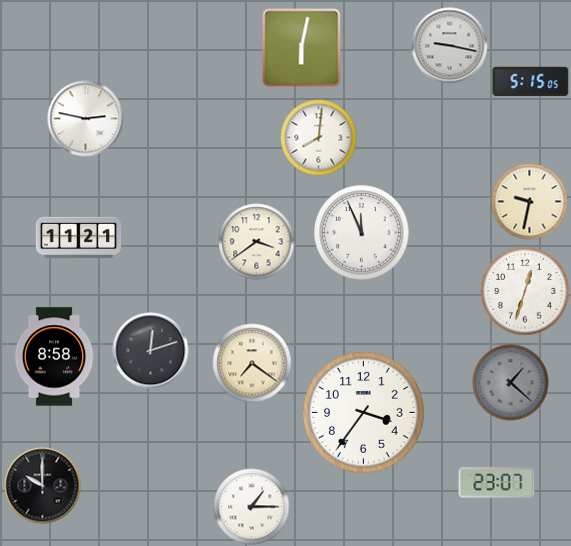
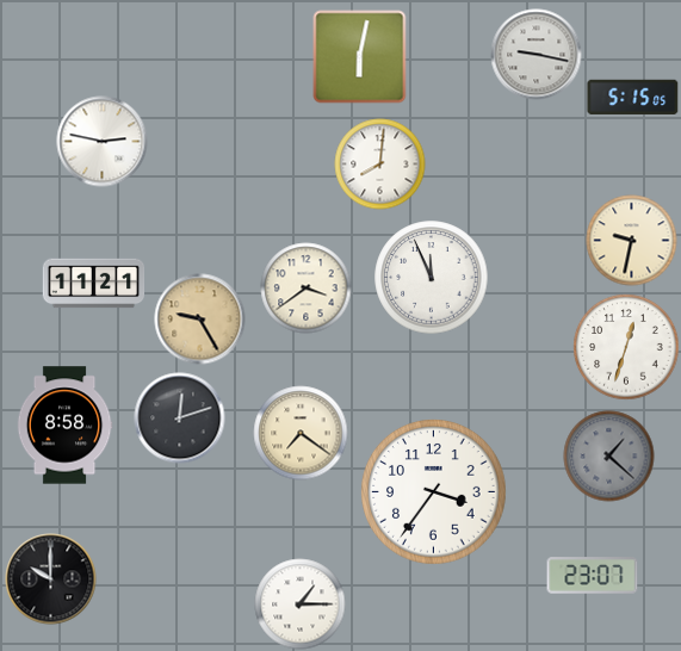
clock at (200, 320): none -> 9:25
